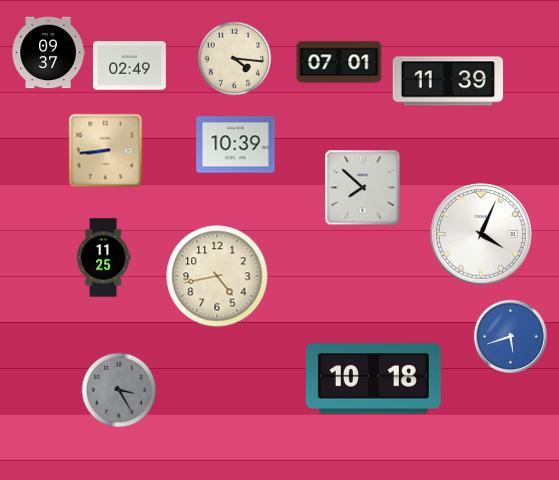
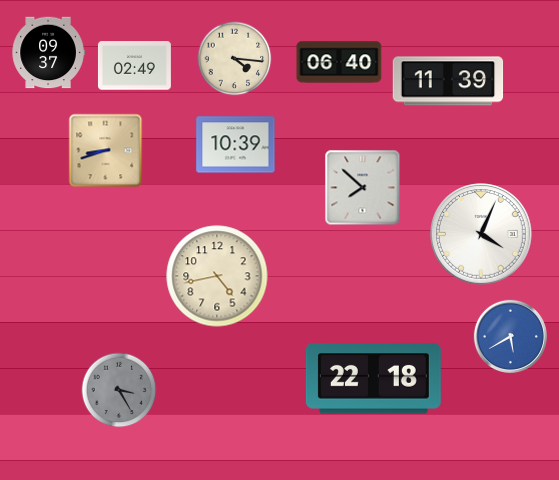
clock at (339, 62): 07:01 -> 06:40
clock at (129, 66) position: (129, 66) -> (134, 66)
clock at (106, 151): 8:44 -> 8:42
clock at (103, 258): 11:25 -> none
clock at (510, 336): 5:42 -> 5:40
clock at (373, 379): 10:18 -> 22:18
